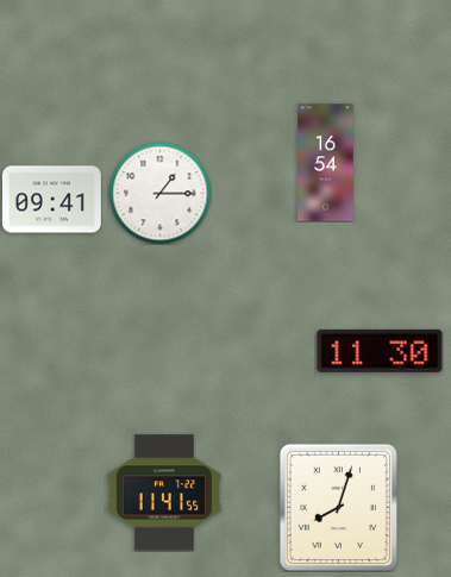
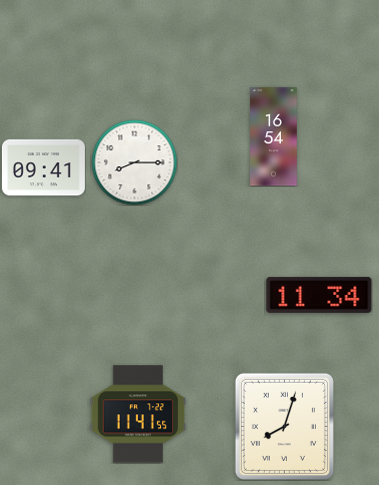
clock at (159, 193): 1:15 -> 8:15
clock at (380, 351): 11:30 -> 11:34
